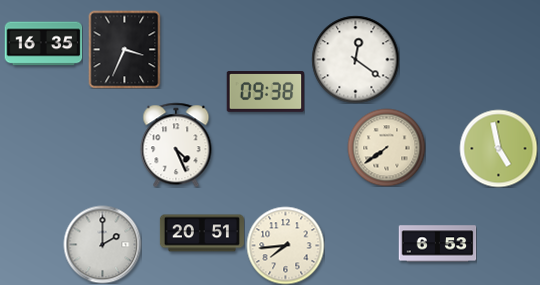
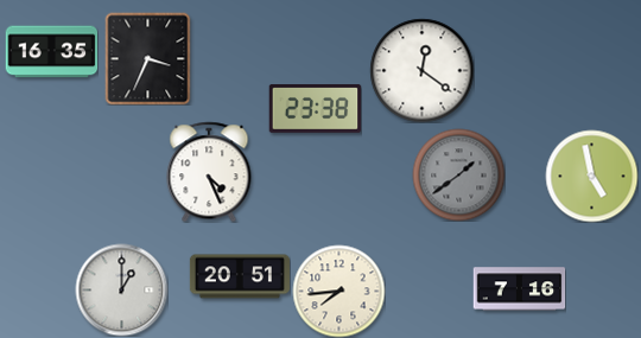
clock at (265, 92): 09:38 -> 23:38
clock at (386, 147): 7:39 -> 1:39
clock at (386, 147) dial: cream -> grey
clock at (102, 244): 2:00 -> 1:00
clock at (437, 244): 6:53 -> 7:16
